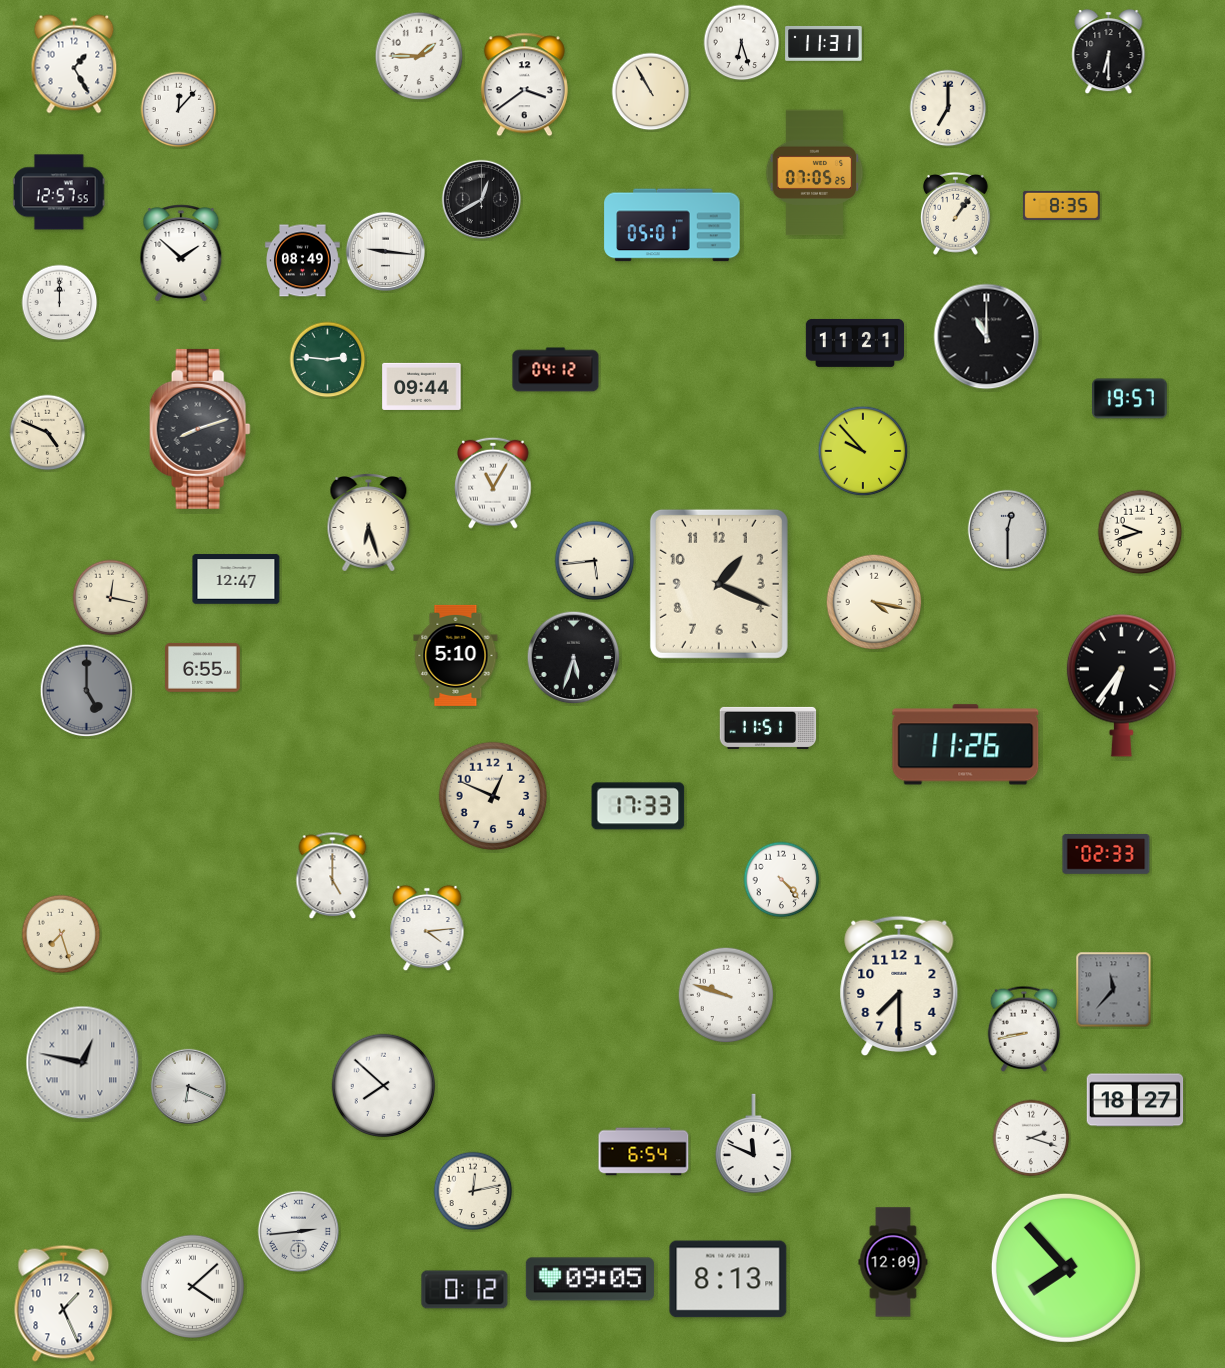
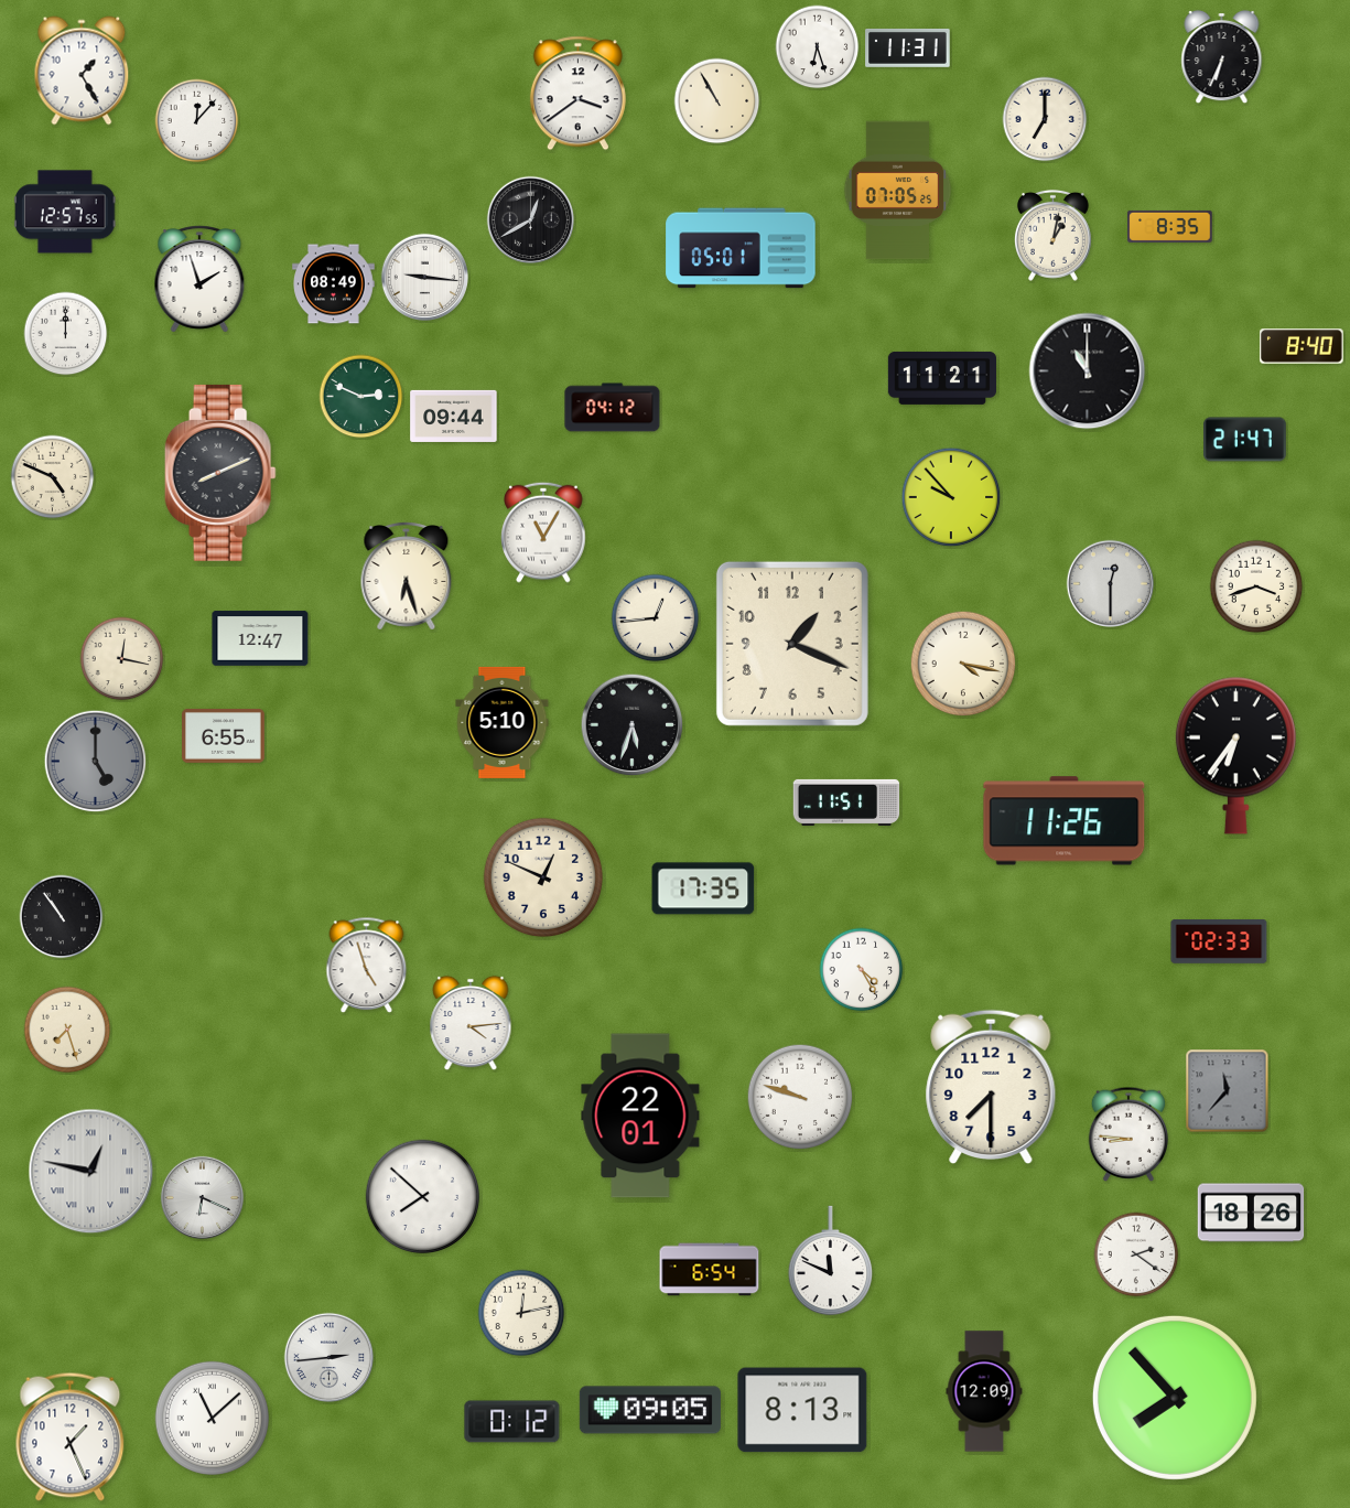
clock at (1109, 52): 6:30 -> 6:34
clock at (419, 56): 1:45 -> none
clock at (955, 213): 1:06 -> 1:02
clock at (181, 253): 1:52 -> 1:57
clock at (303, 261) position: (303, 261) -> (334, 284)
clock at (1303, 346): none -> 8:40
clock at (328, 360): 2:46 -> 2:49
clock at (422, 386) position: (422, 386) -> (454, 416)
clock at (1130, 399): 19:57 -> 21:47
clock at (200, 429): 8:12 -> 8:11
clock at (1140, 532): 9:42 -> 3:42
clock at (595, 561): 5:44 -> 12:44
clock at (638, 806): 17:33 -> 17:35
clock at (62, 917): none -> 10:54
clock at (333, 876): 5:00 -> 4:57
clock at (782, 880): 4:23 -> 4:25
clock at (640, 1116): none -> 22:01
clock at (1024, 1029): 8:43 -> 8:46
clock at (188, 1086) position: (188, 1086) -> (202, 1197)
clock at (1135, 1100): 18:27 -> 18:26
clock at (1031, 1138): 2:18 -> 2:21
clock at (193, 1287): 4:08 -> 11:08
